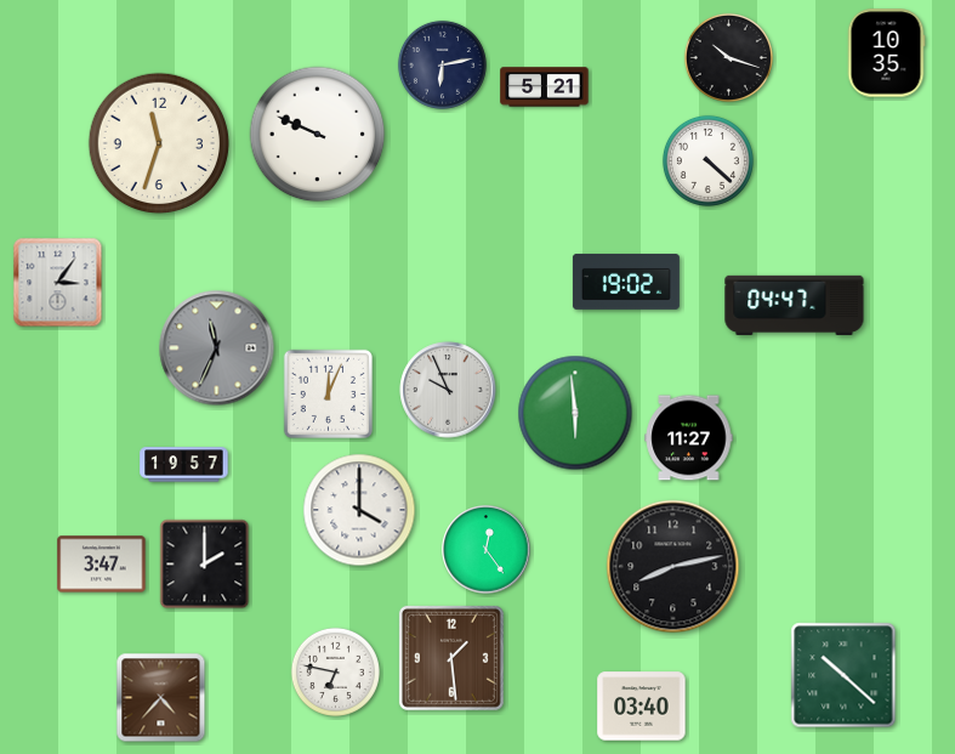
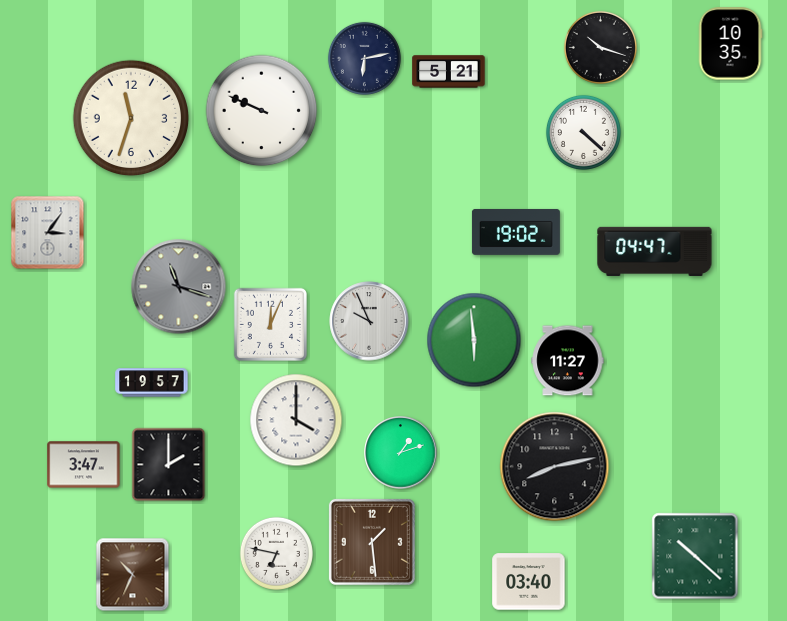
clock at (442, 64) position: (442, 64) -> (364, 58)
clock at (217, 348): 11:34 -> 11:18
clock at (487, 550): 12:24 -> 1:12
clock at (161, 698): 4:37 -> 10:34
